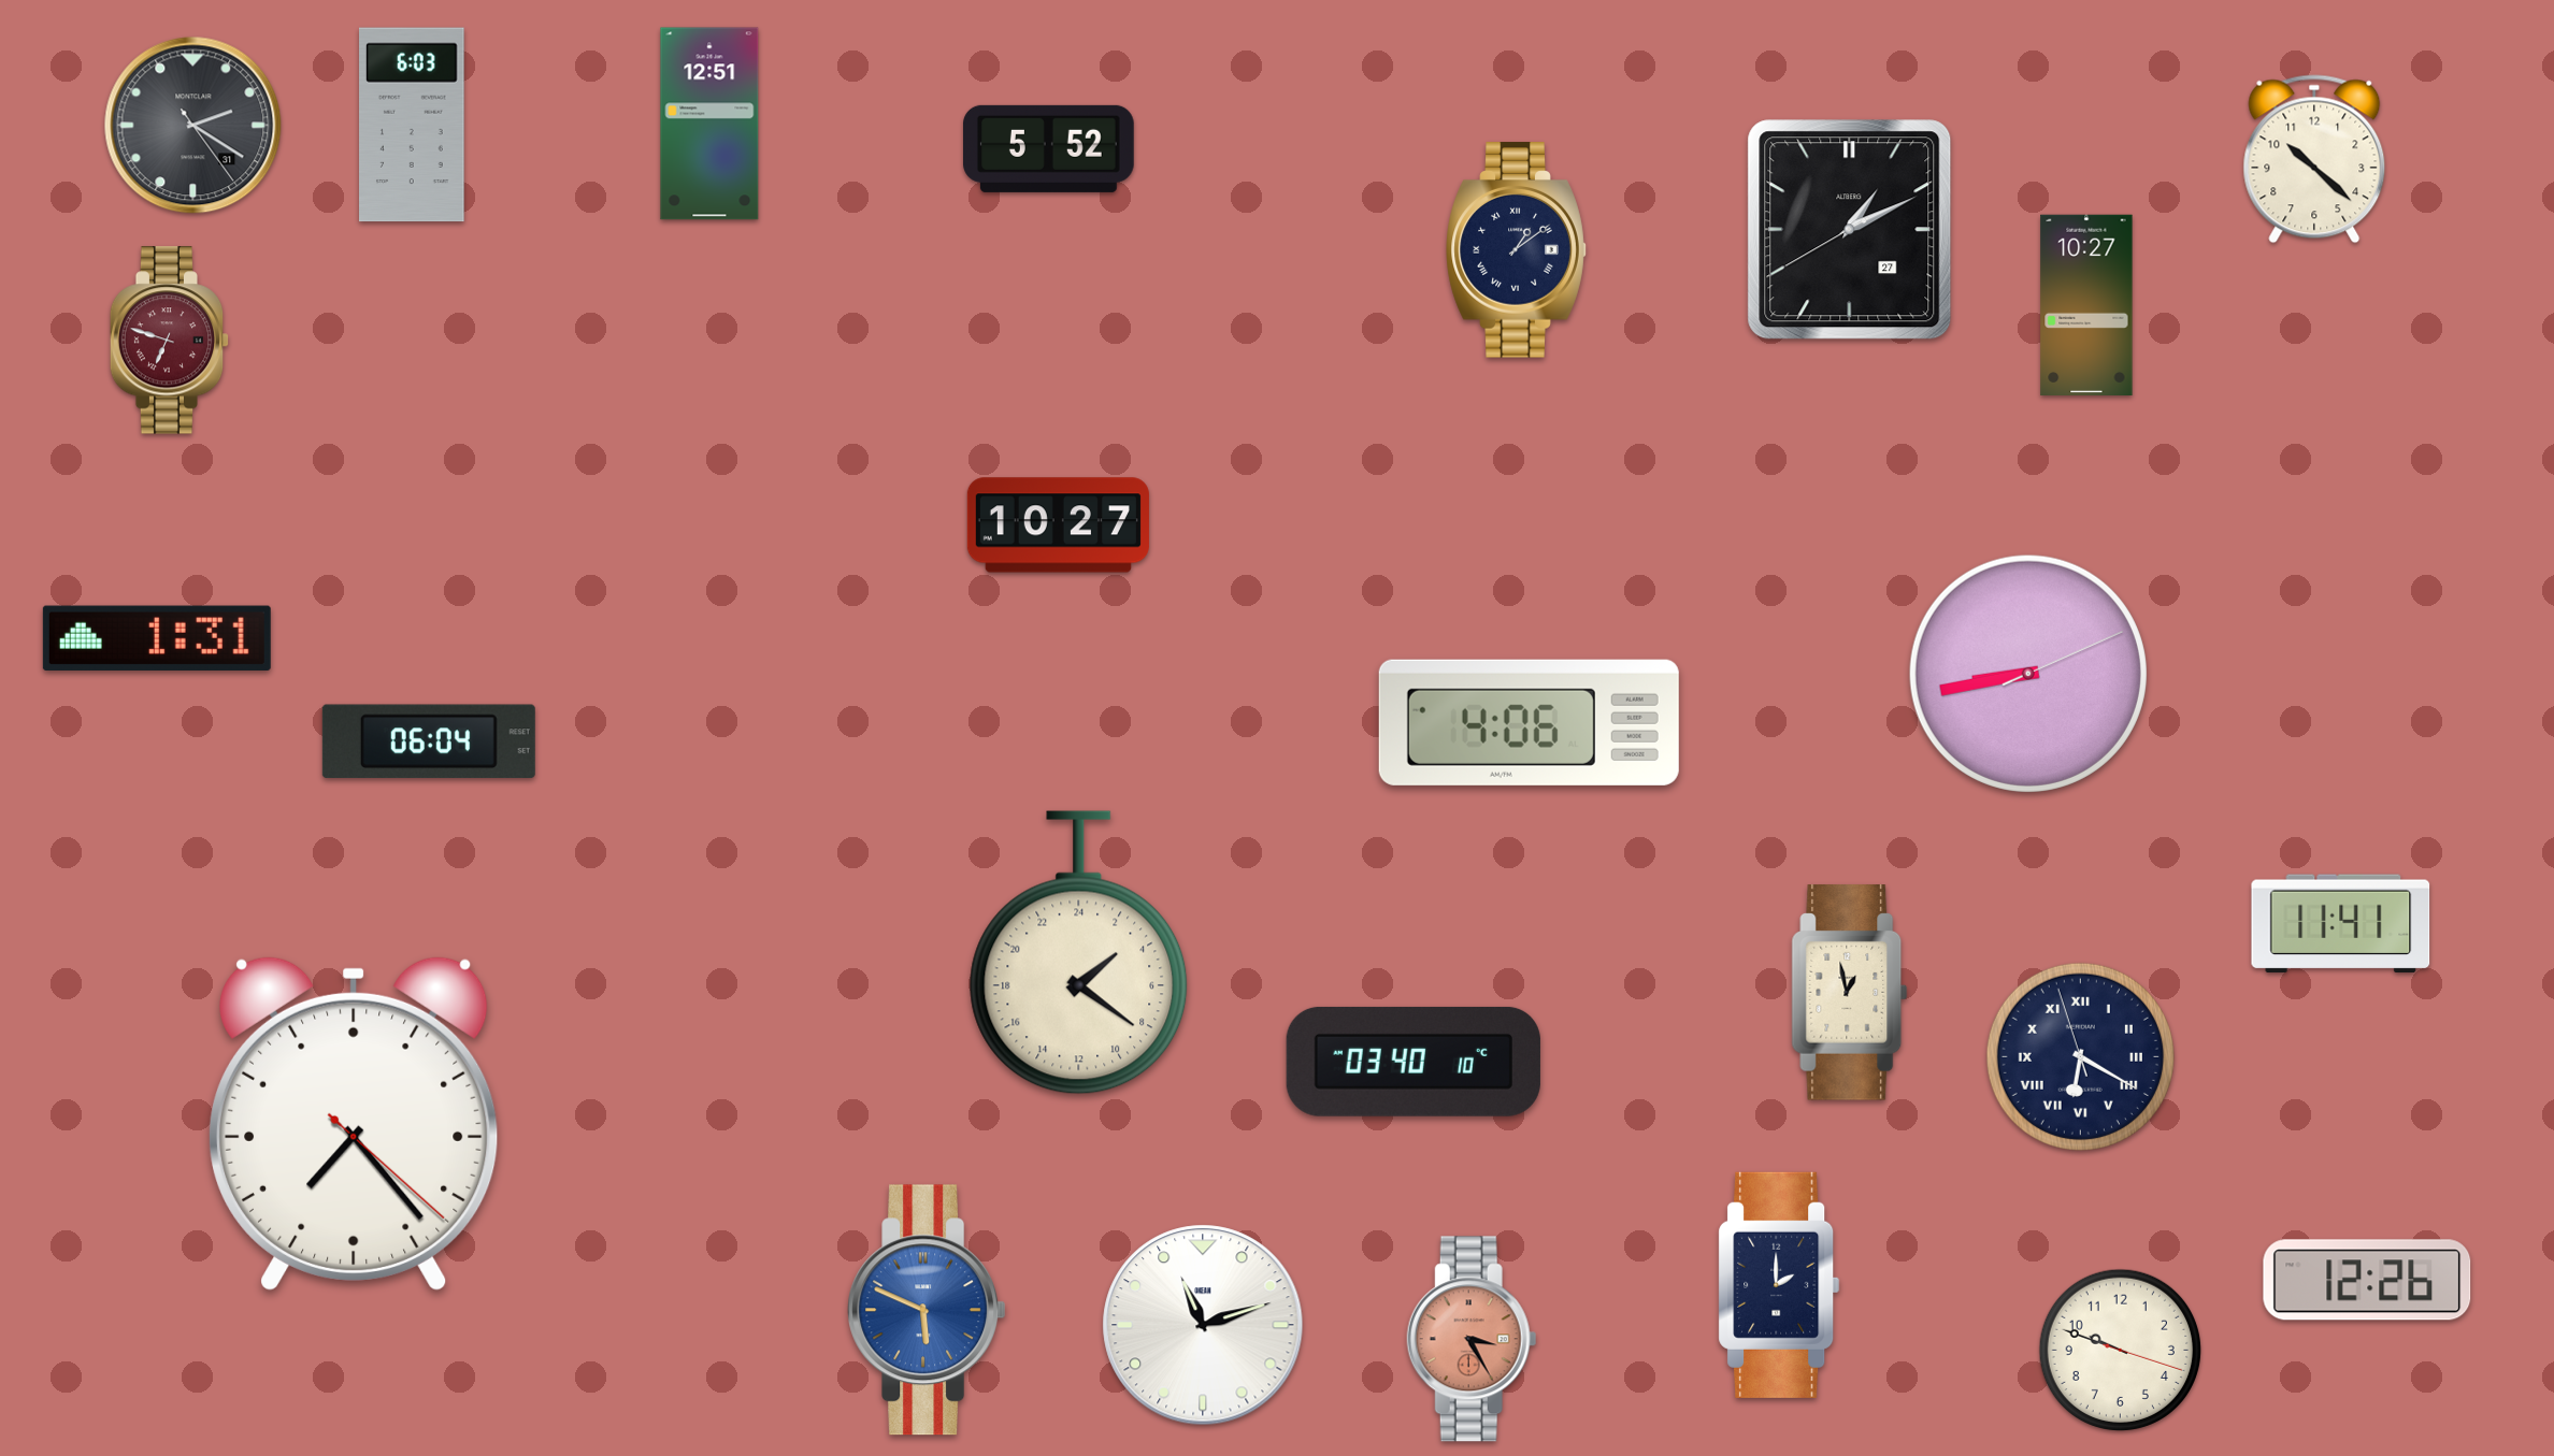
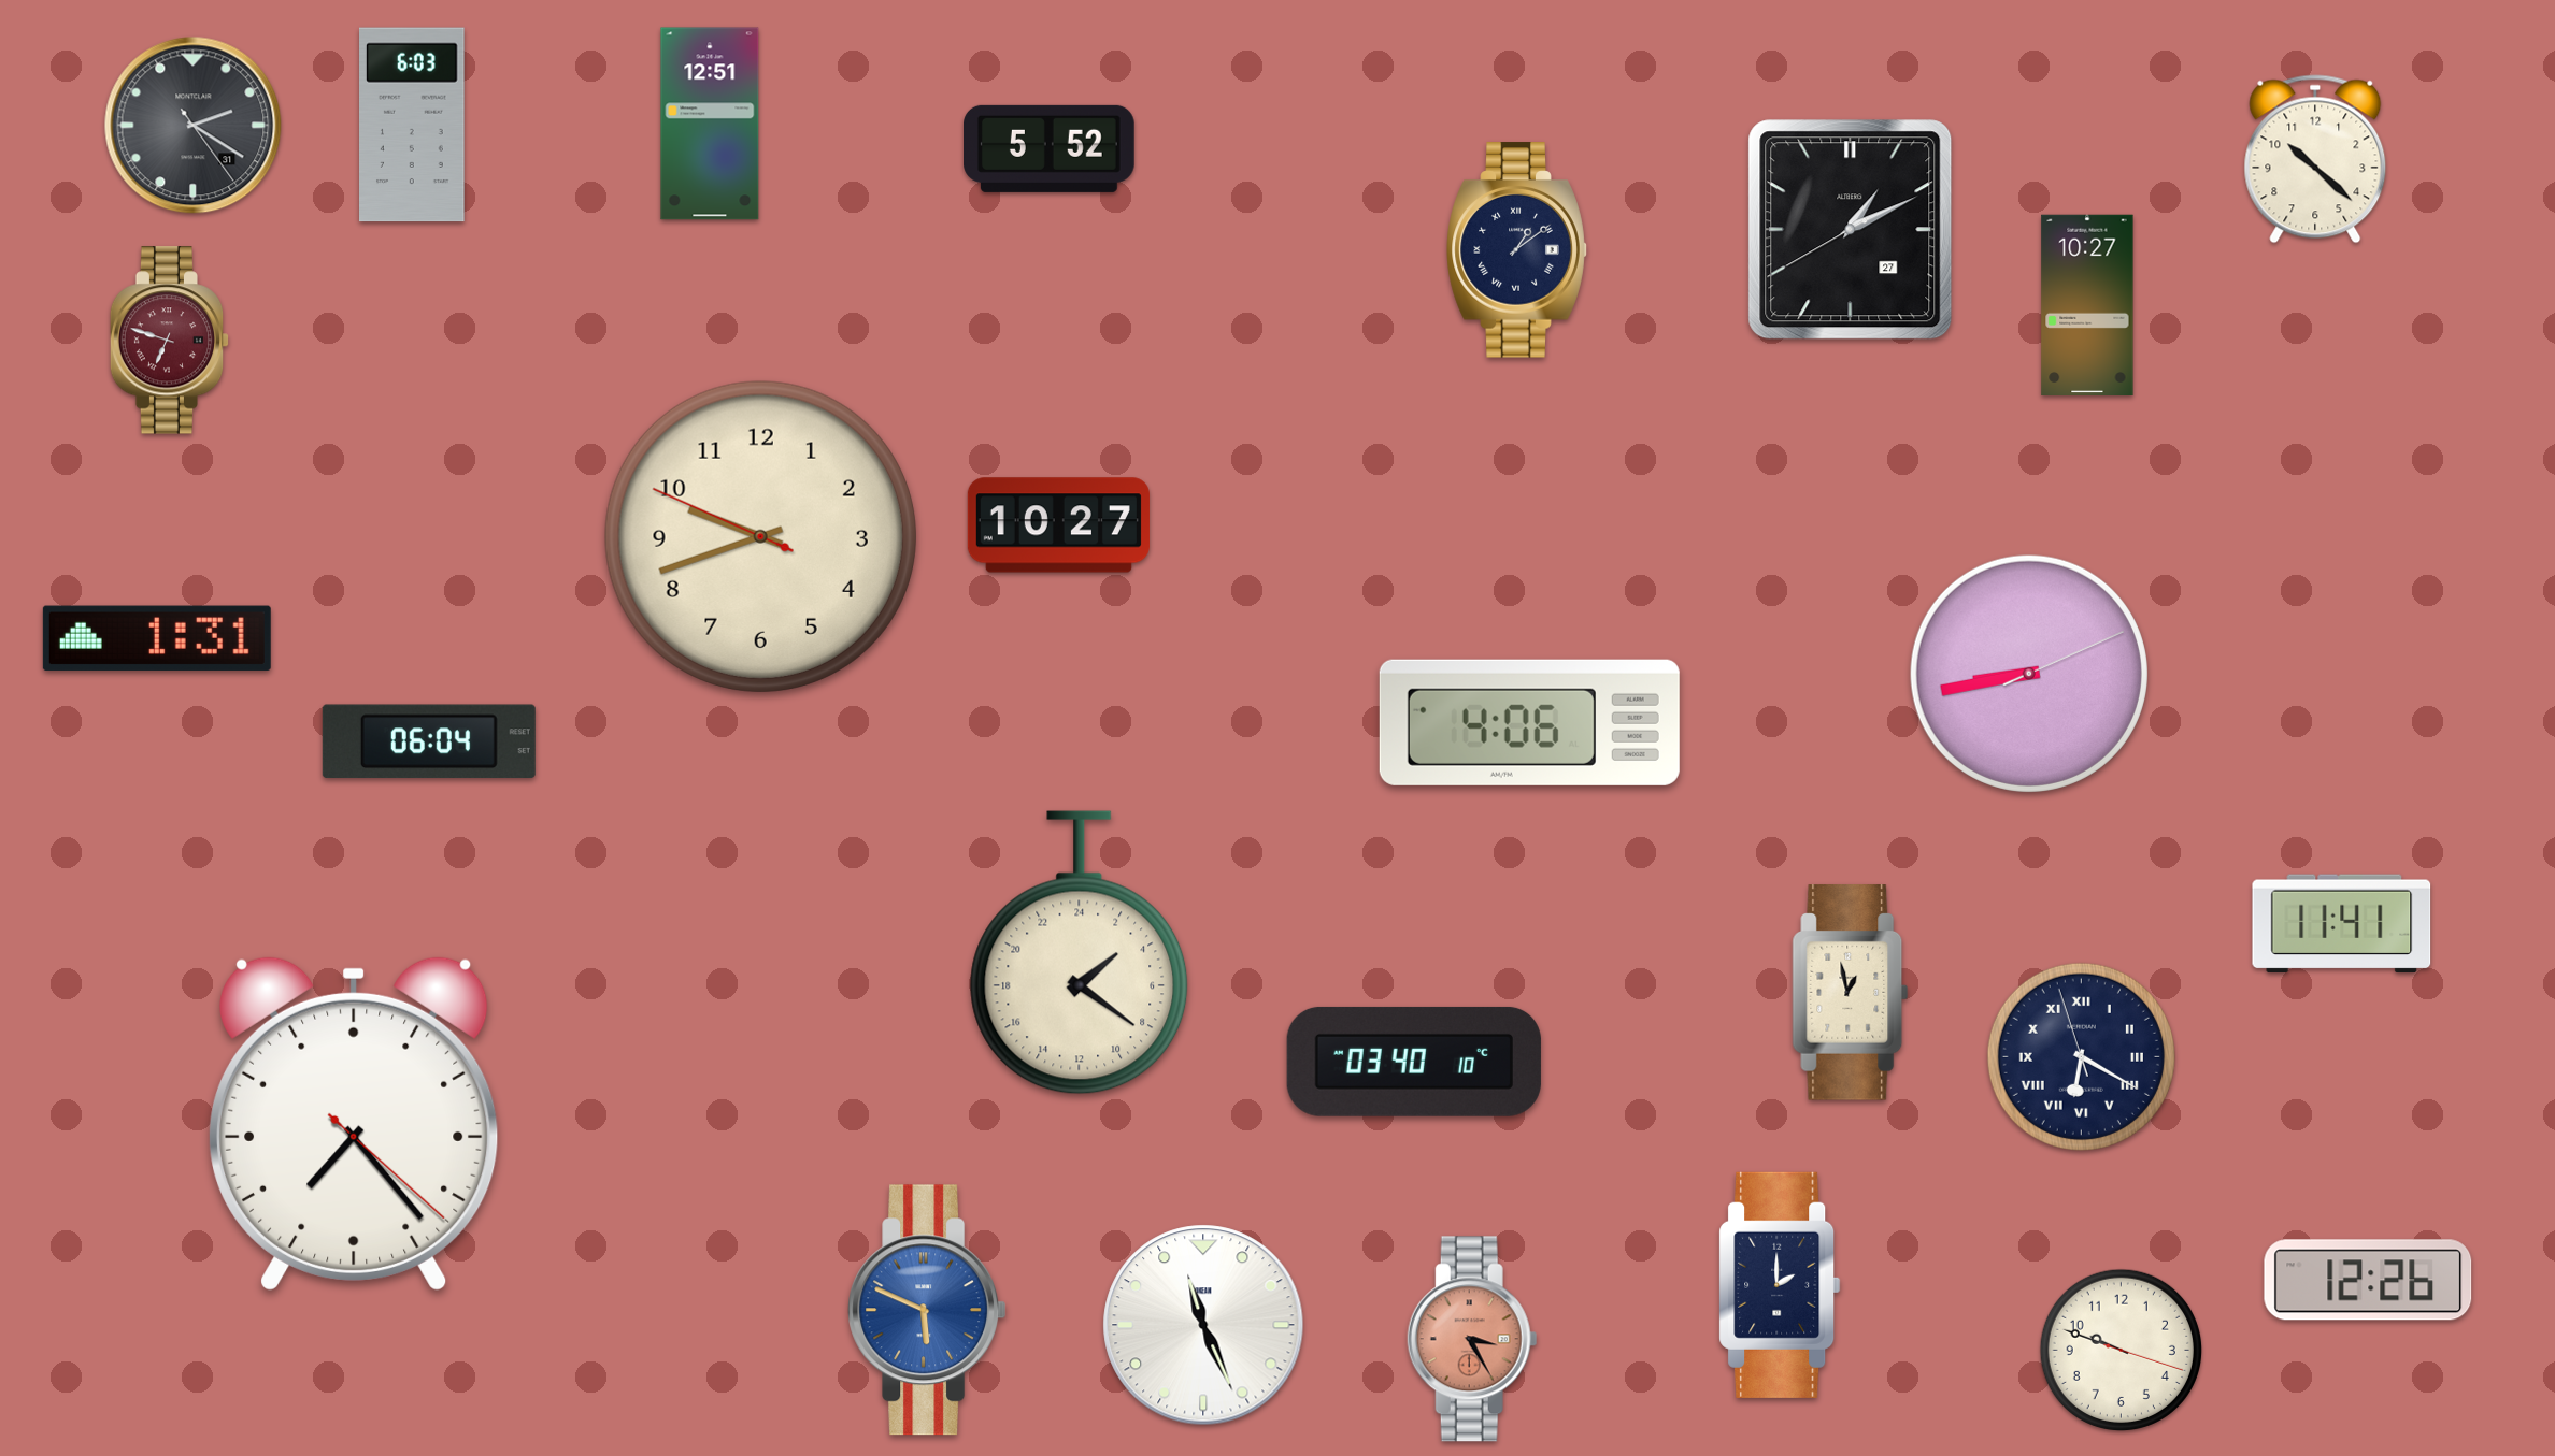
clock at (760, 536): none -> 9:41
clock at (1203, 1325): 11:12 -> 11:26
